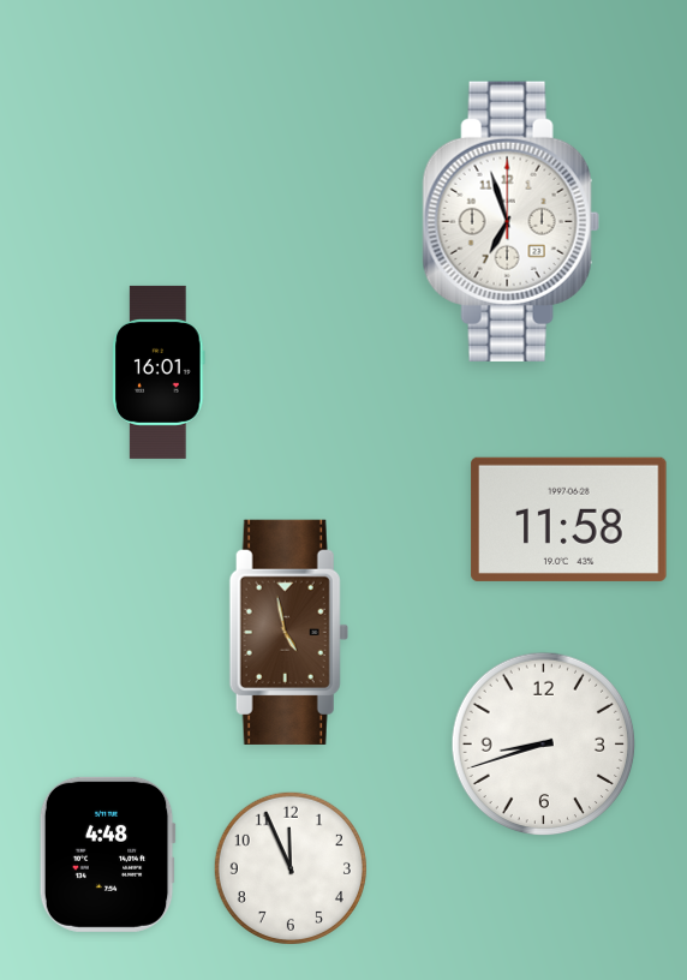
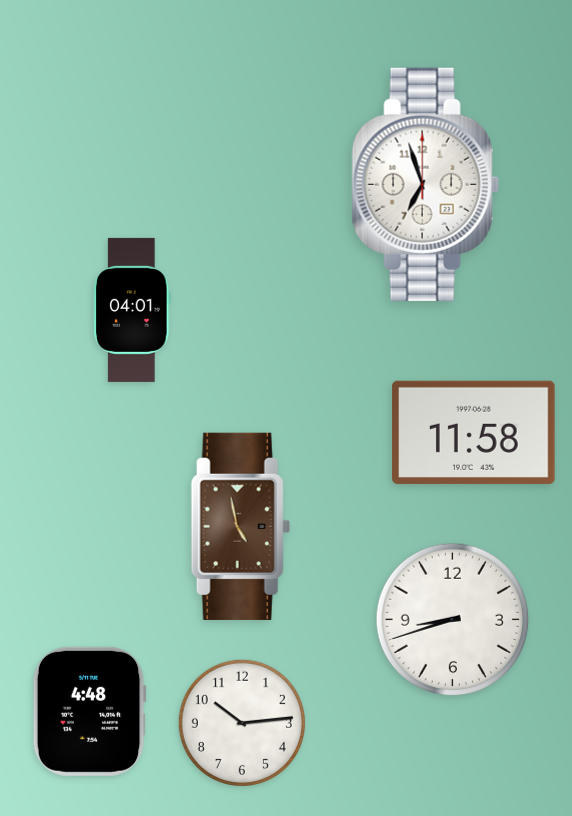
clock at (159, 372): 16:01 -> 04:01
clock at (291, 868): 11:56 -> 10:14
